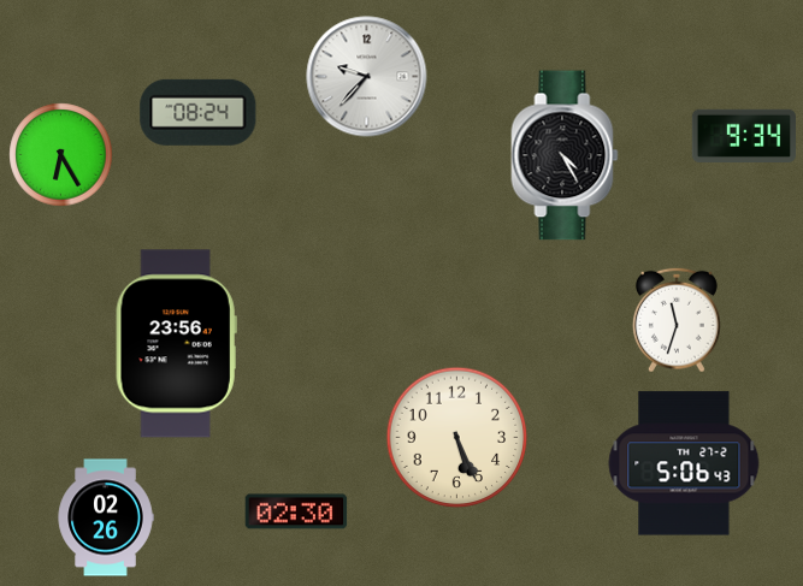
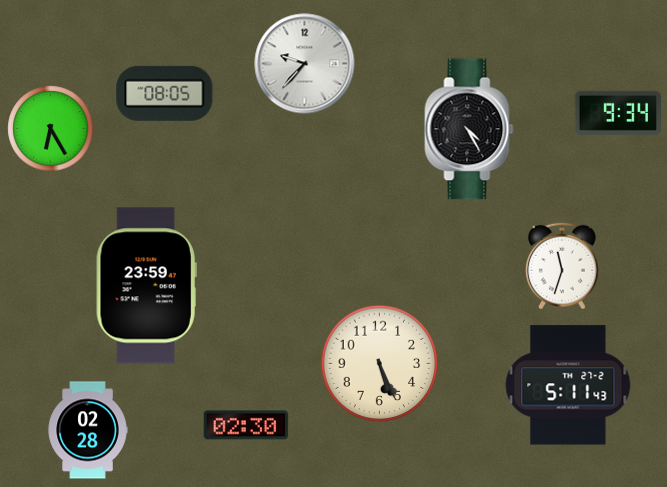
clock at (199, 112): 08:24 -> 08:05
clock at (176, 344): 23:56 -> 23:59
clock at (684, 463): 5:06 -> 5:11
clock at (106, 517): 02:26 -> 02:28
